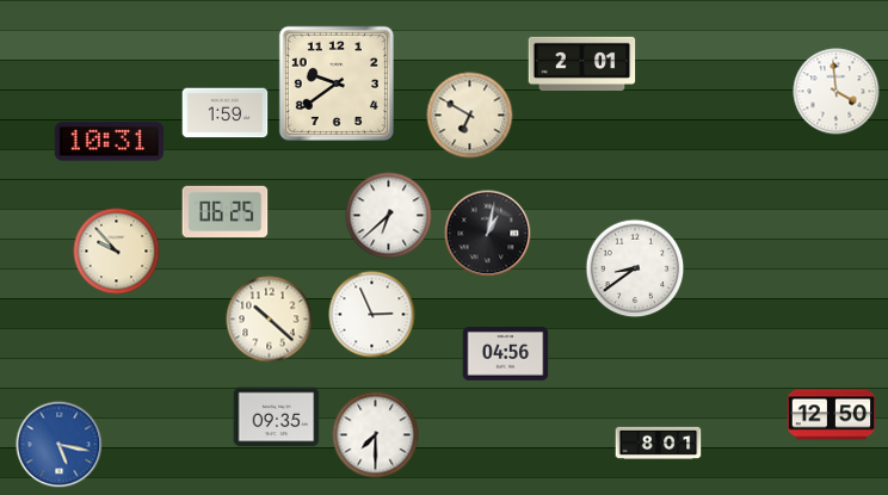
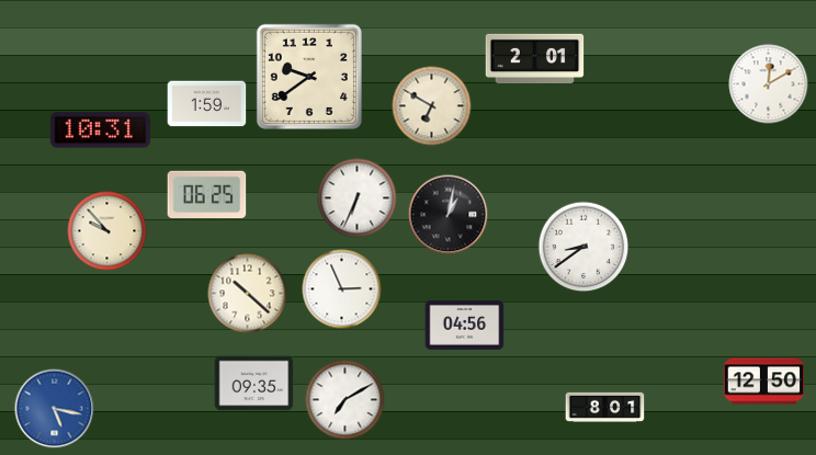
clock at (837, 92): 3:59 -> 12:10
clock at (389, 216): 6:38 -> 6:34
clock at (376, 435): 7:30 -> 7:10
